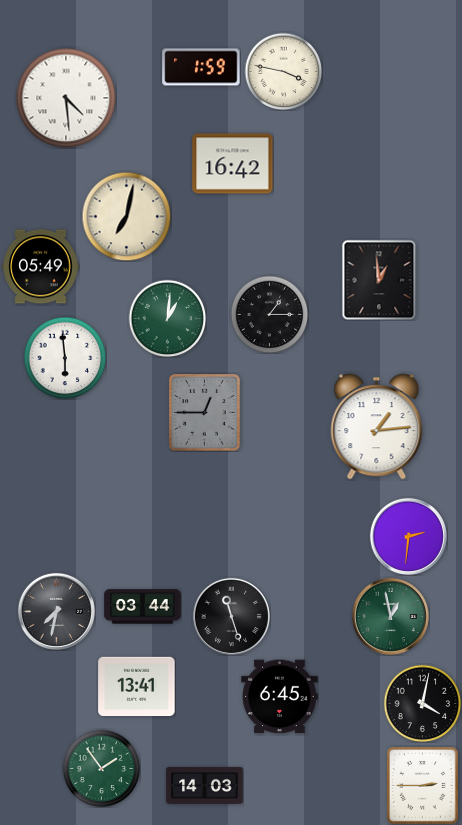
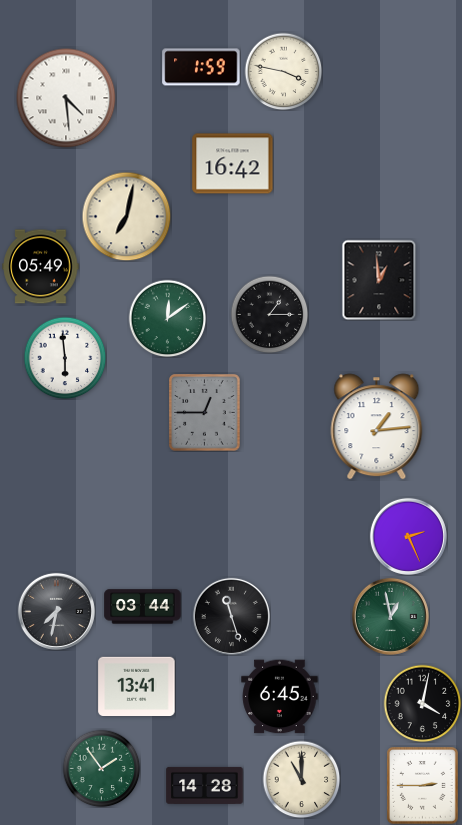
clock at (167, 318): 1:01 -> 12:09
clock at (408, 536): 2:31 -> 2:26
clock at (301, 779): none -> 11:00
clock at (205, 785): 14:03 -> 14:28
